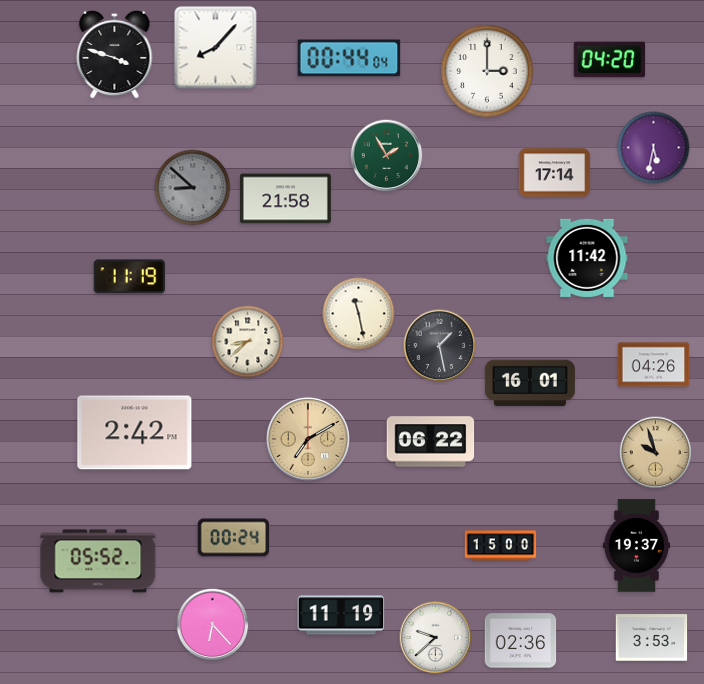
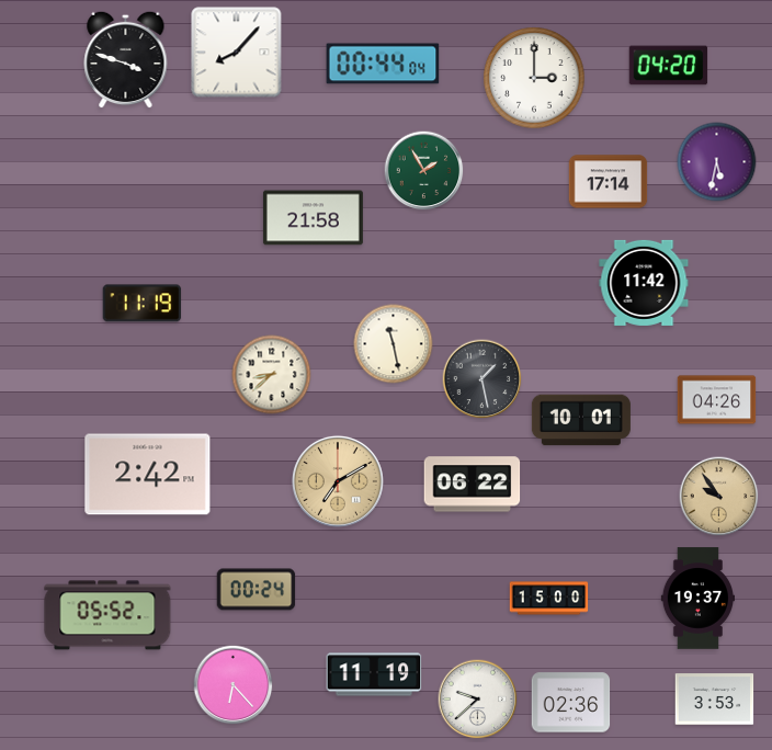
clock at (555, 173) position: (555, 173) -> (609, 182)
clock at (193, 188): 8:52 -> none
clock at (530, 383): 16:01 -> 10:01
clock at (656, 453): 9:57 -> 9:54
